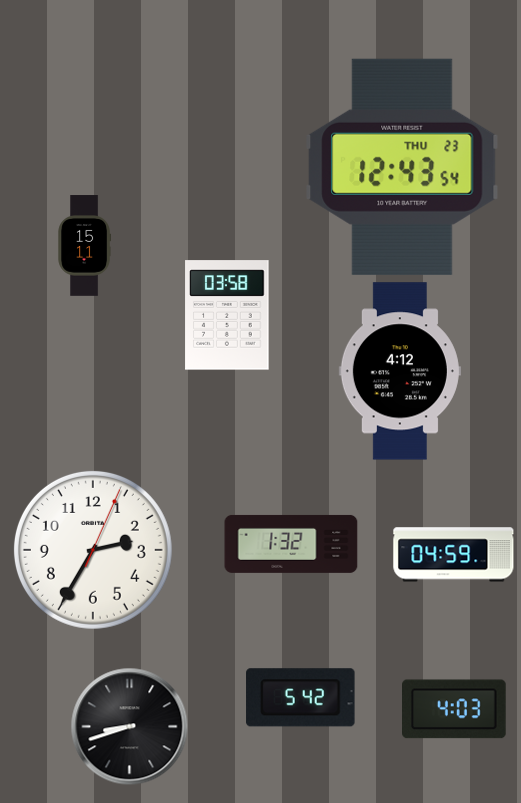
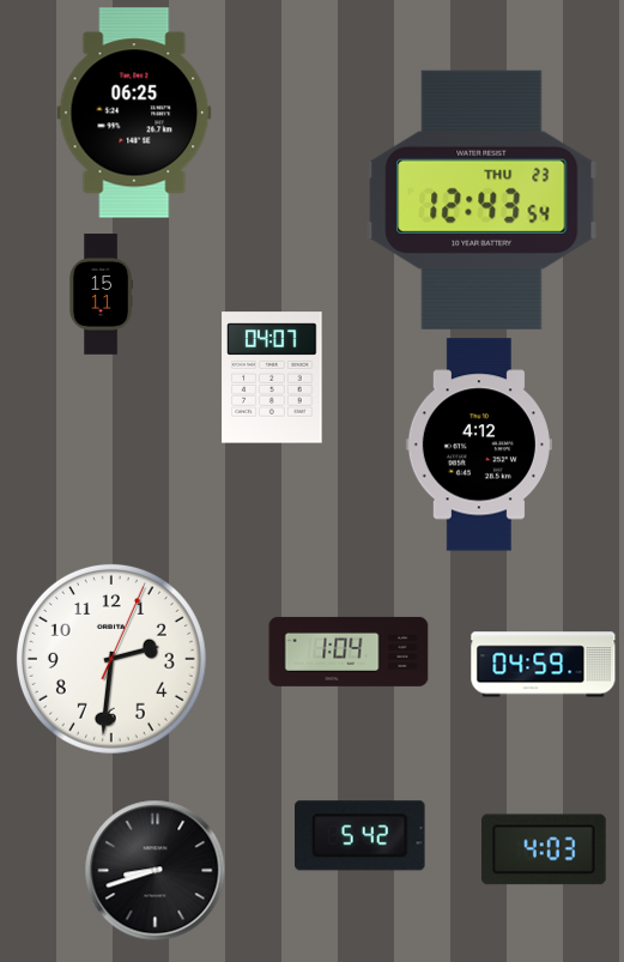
clock at (134, 113): none -> 06:25
clock at (227, 315): 03:58 -> 04:07
clock at (291, 544): 1:32 -> 1:04
clock at (93, 550): 2:35 -> 2:31
